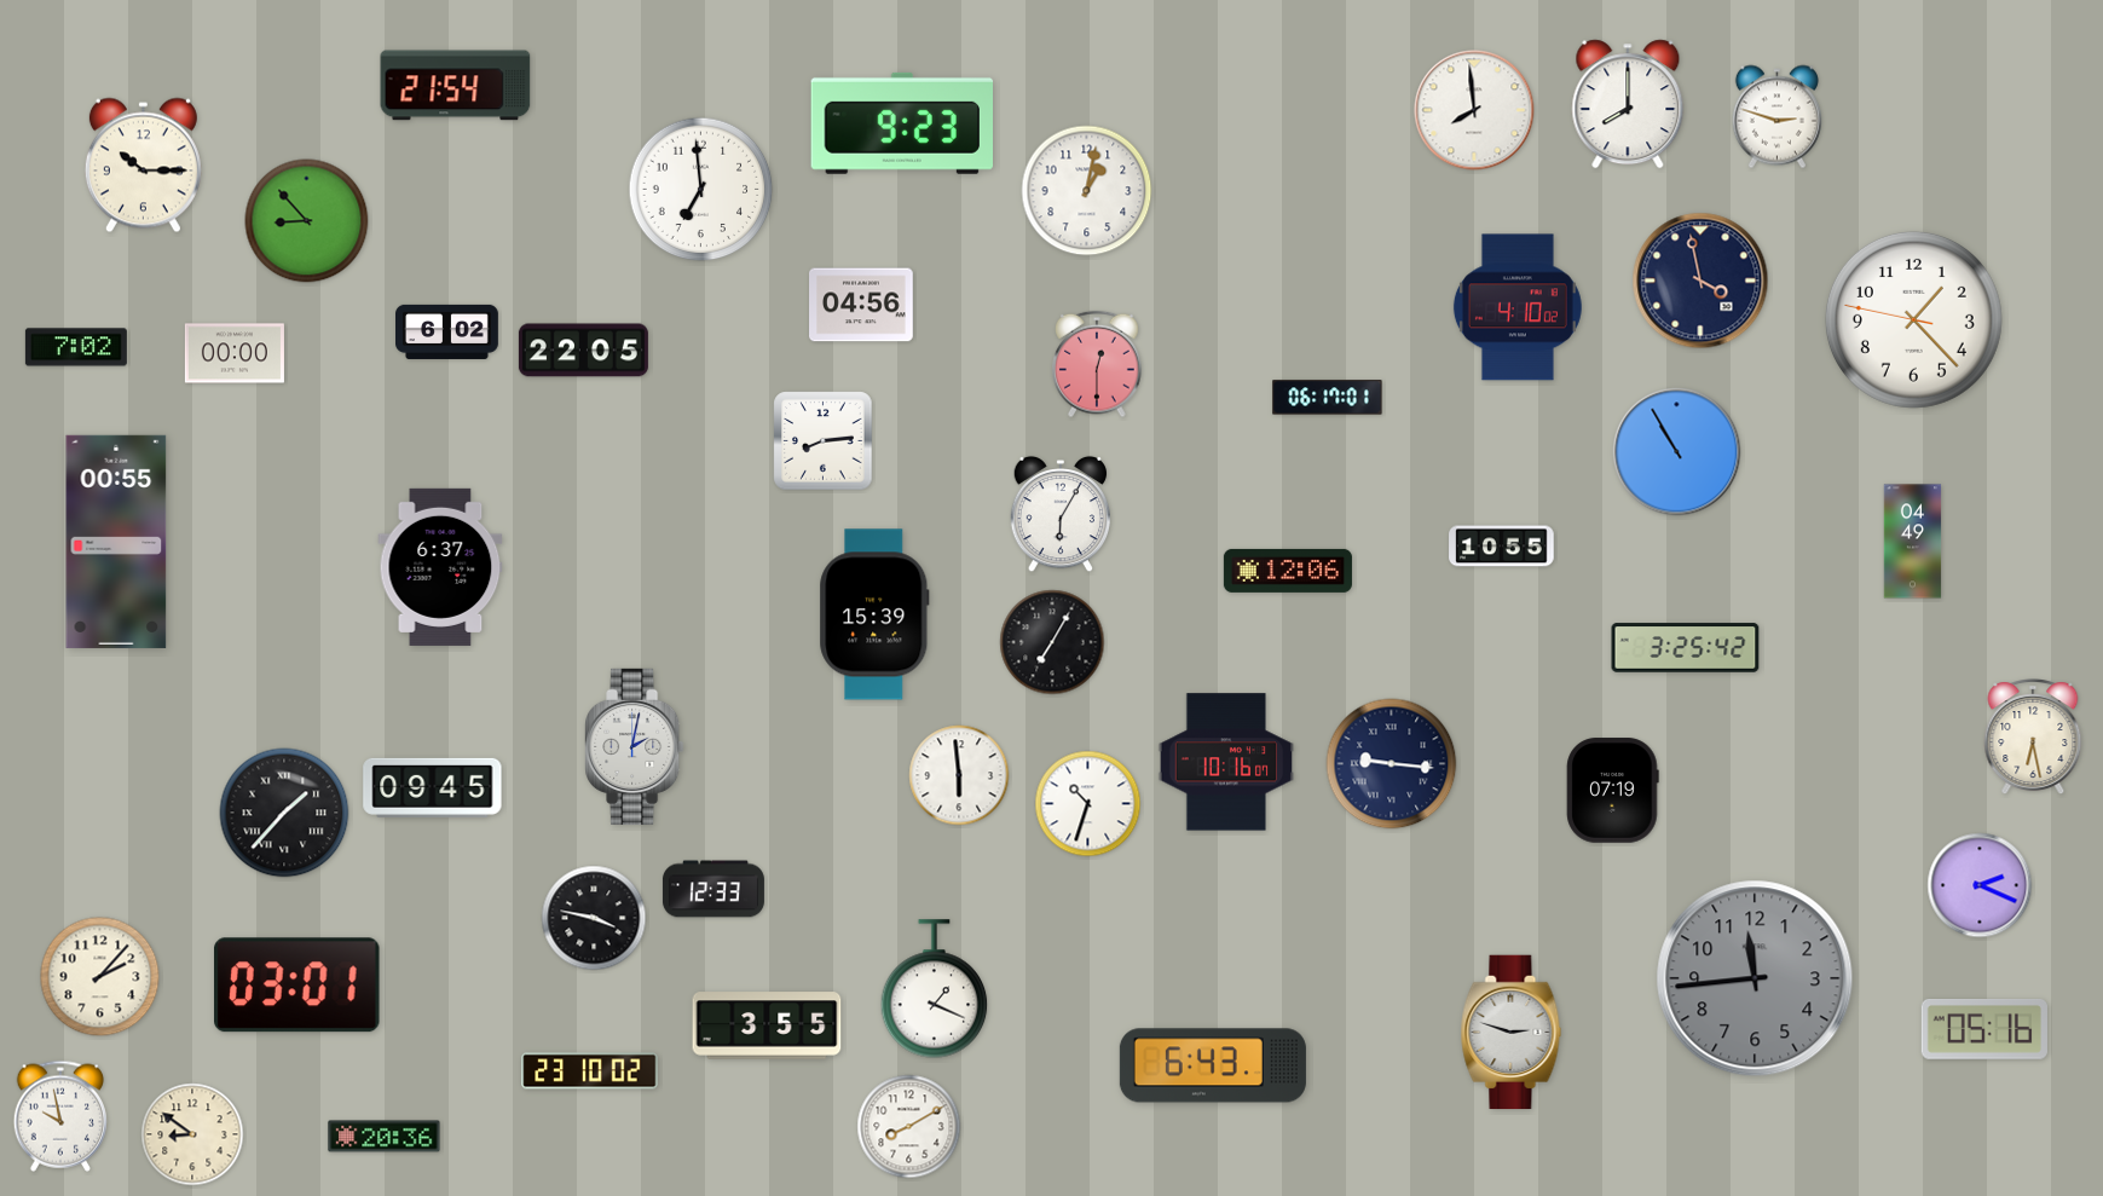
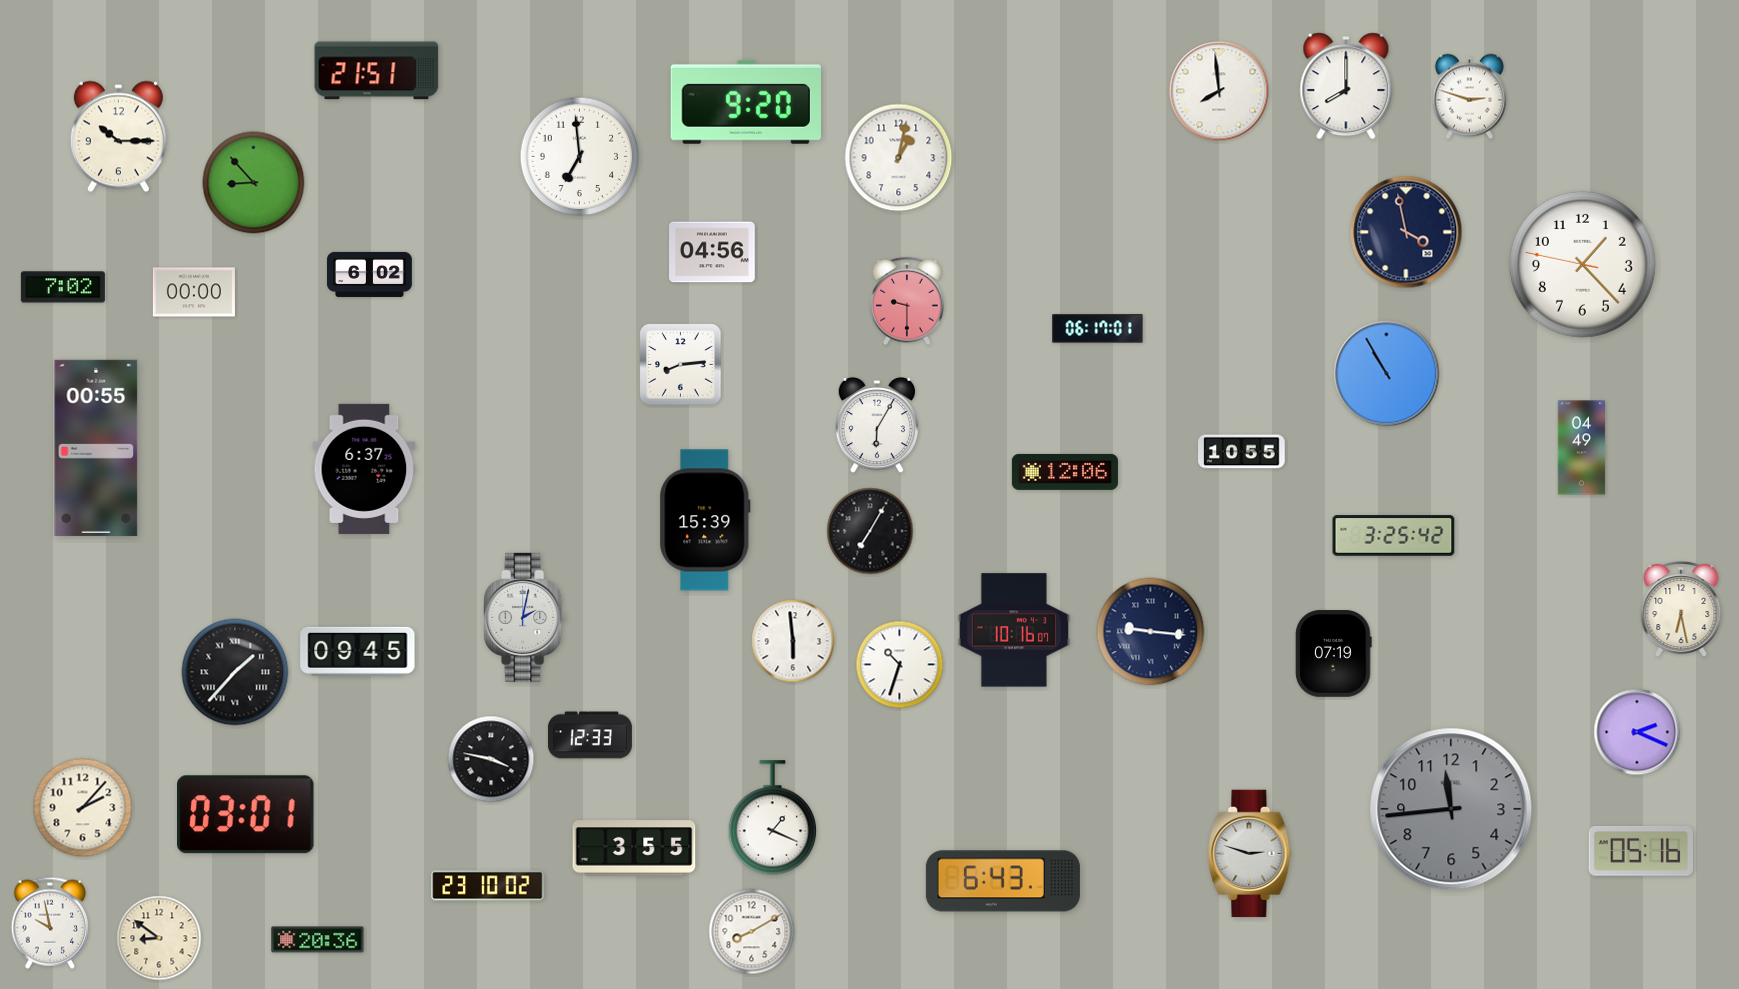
clock at (456, 86): 21:54 -> 21:51
clock at (901, 123): 9:23 -> 9:20
clock at (1518, 307): 4:10 -> none
clock at (583, 351): 22:05 -> none
clock at (1097, 364): 12:30 -> 9:30
clock at (874, 614) position: (874, 614) -> (705, 520)
